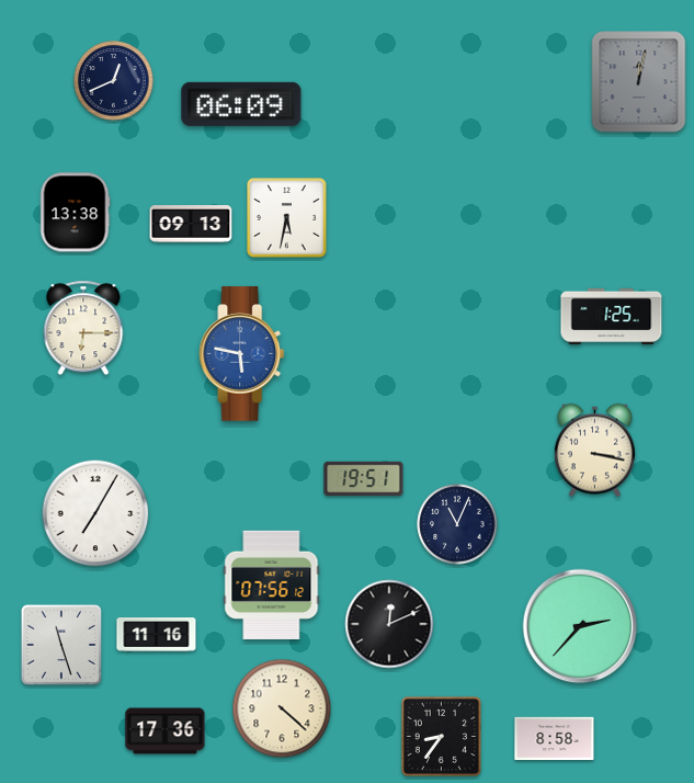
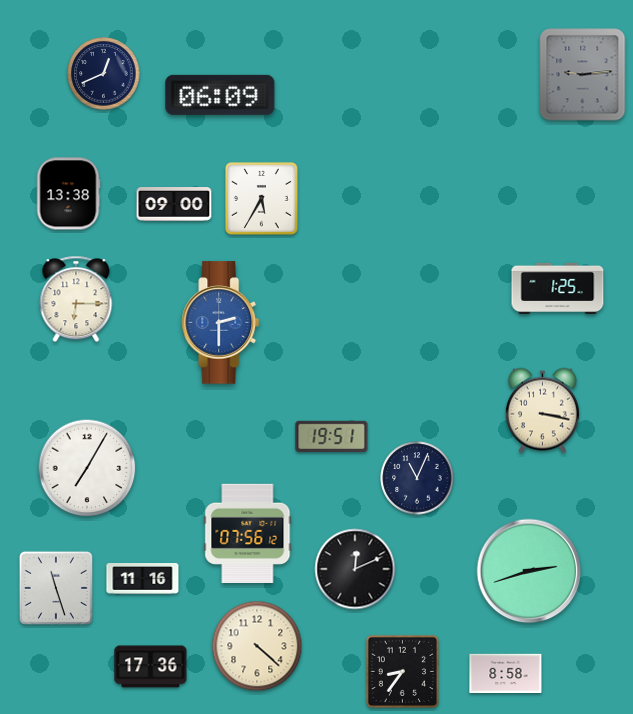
clock at (639, 82): 12:02 -> 9:14
clock at (287, 218): 5:32 -> 5:35
clock at (191, 224): 09:13 -> 09:00
clock at (242, 354): 5:47 -> 2:30
clock at (580, 626): 2:37 -> 2:42
